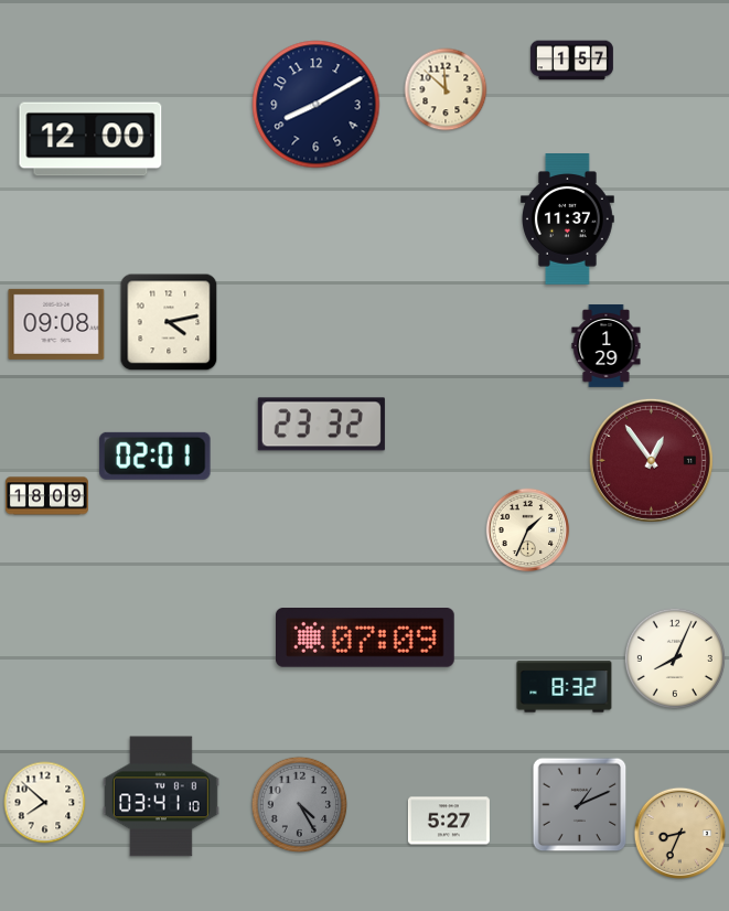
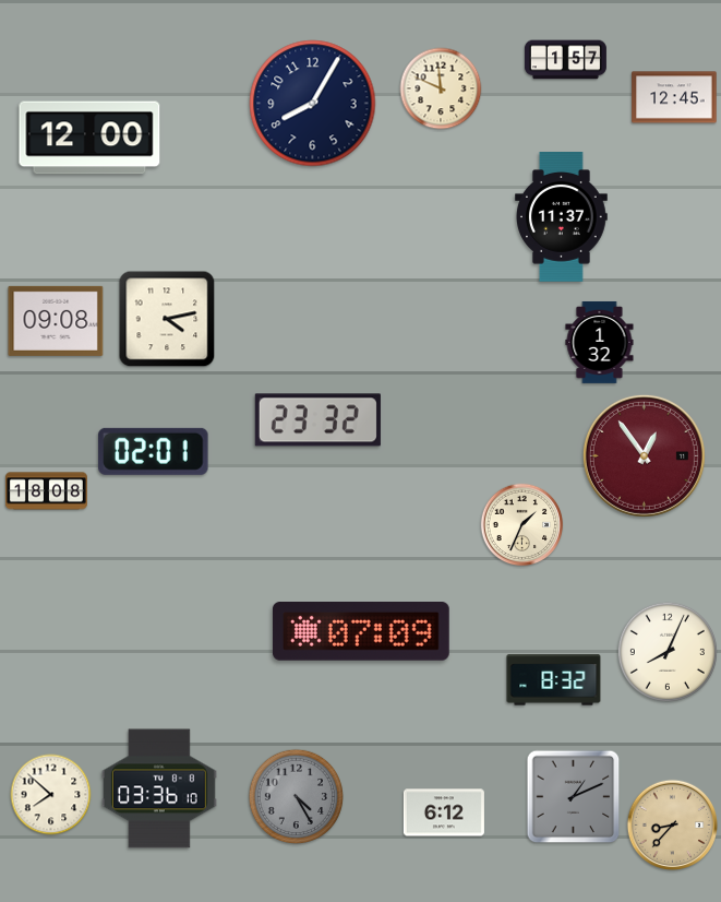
clock at (446, 89): 11:52 -> 11:49
clock at (674, 97): none -> 12:45
clock at (317, 105): 8:10 -> 8:05
clock at (607, 345): 1:29 -> 1:32
clock at (46, 496): 18:09 -> 18:08
clock at (565, 687) position: (565, 687) -> (554, 680)
clock at (161, 796): 03:41 -> 03:36
clock at (45, 803) position: (45, 803) -> (51, 795)
clock at (449, 821): 5:27 -> 6:12
clock at (679, 833): 8:34 -> 8:37
